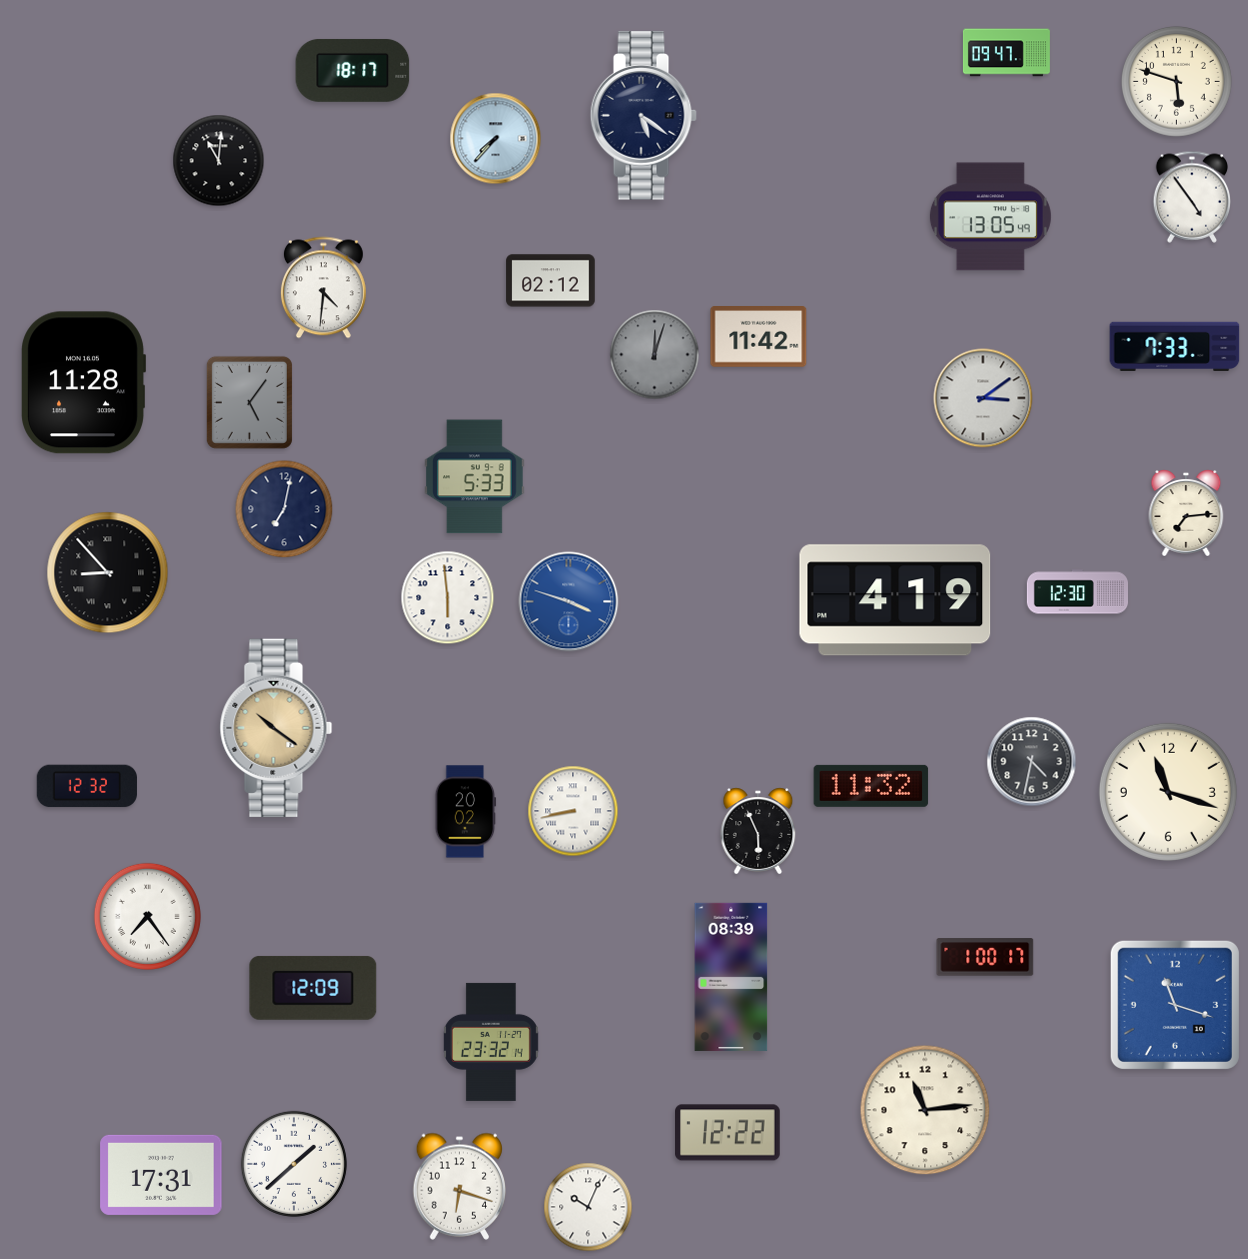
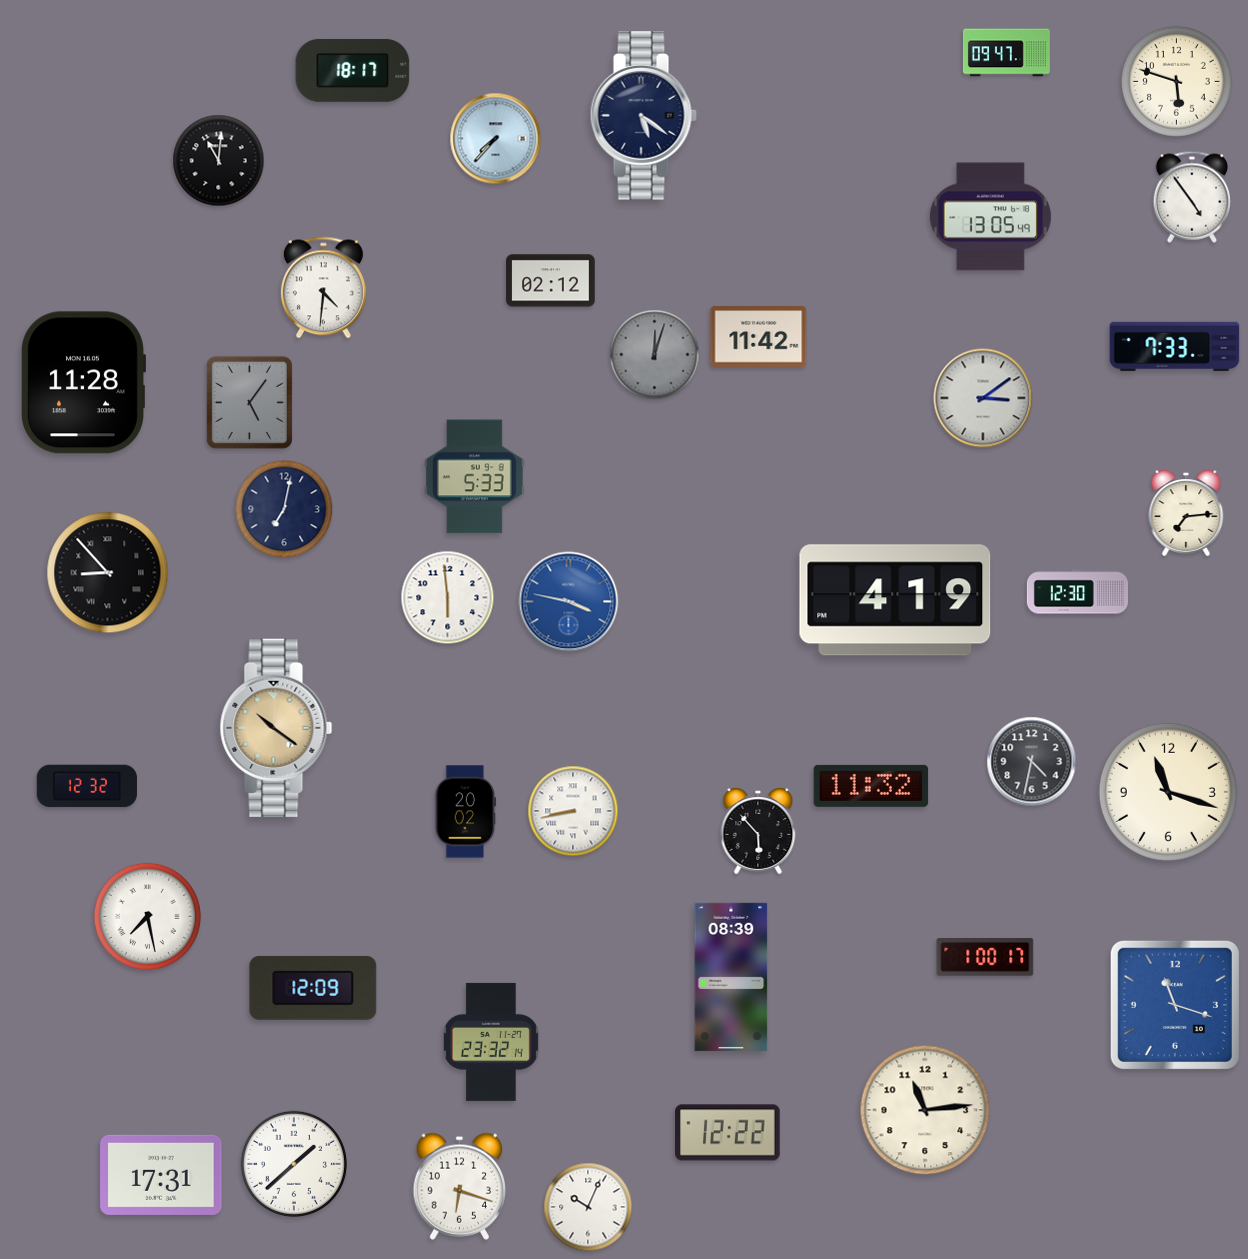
clock at (569, 602): 3:48 -> 3:47
clock at (758, 831): 5:56 -> 5:53
clock at (147, 916): 7:24 -> 7:28
